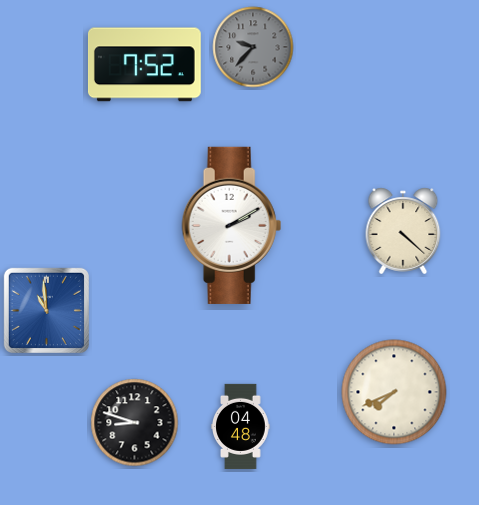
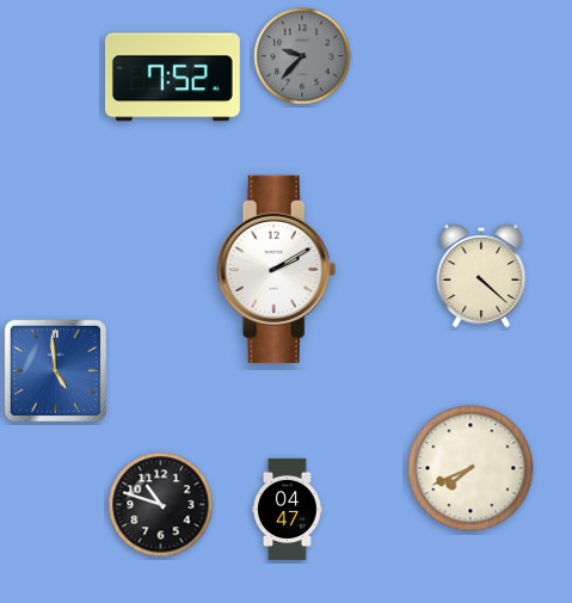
clock at (46, 310): 10:59 -> 4:59
clock at (135, 423): 8:48 -> 10:48
clock at (241, 426): 04:48 -> 04:47
